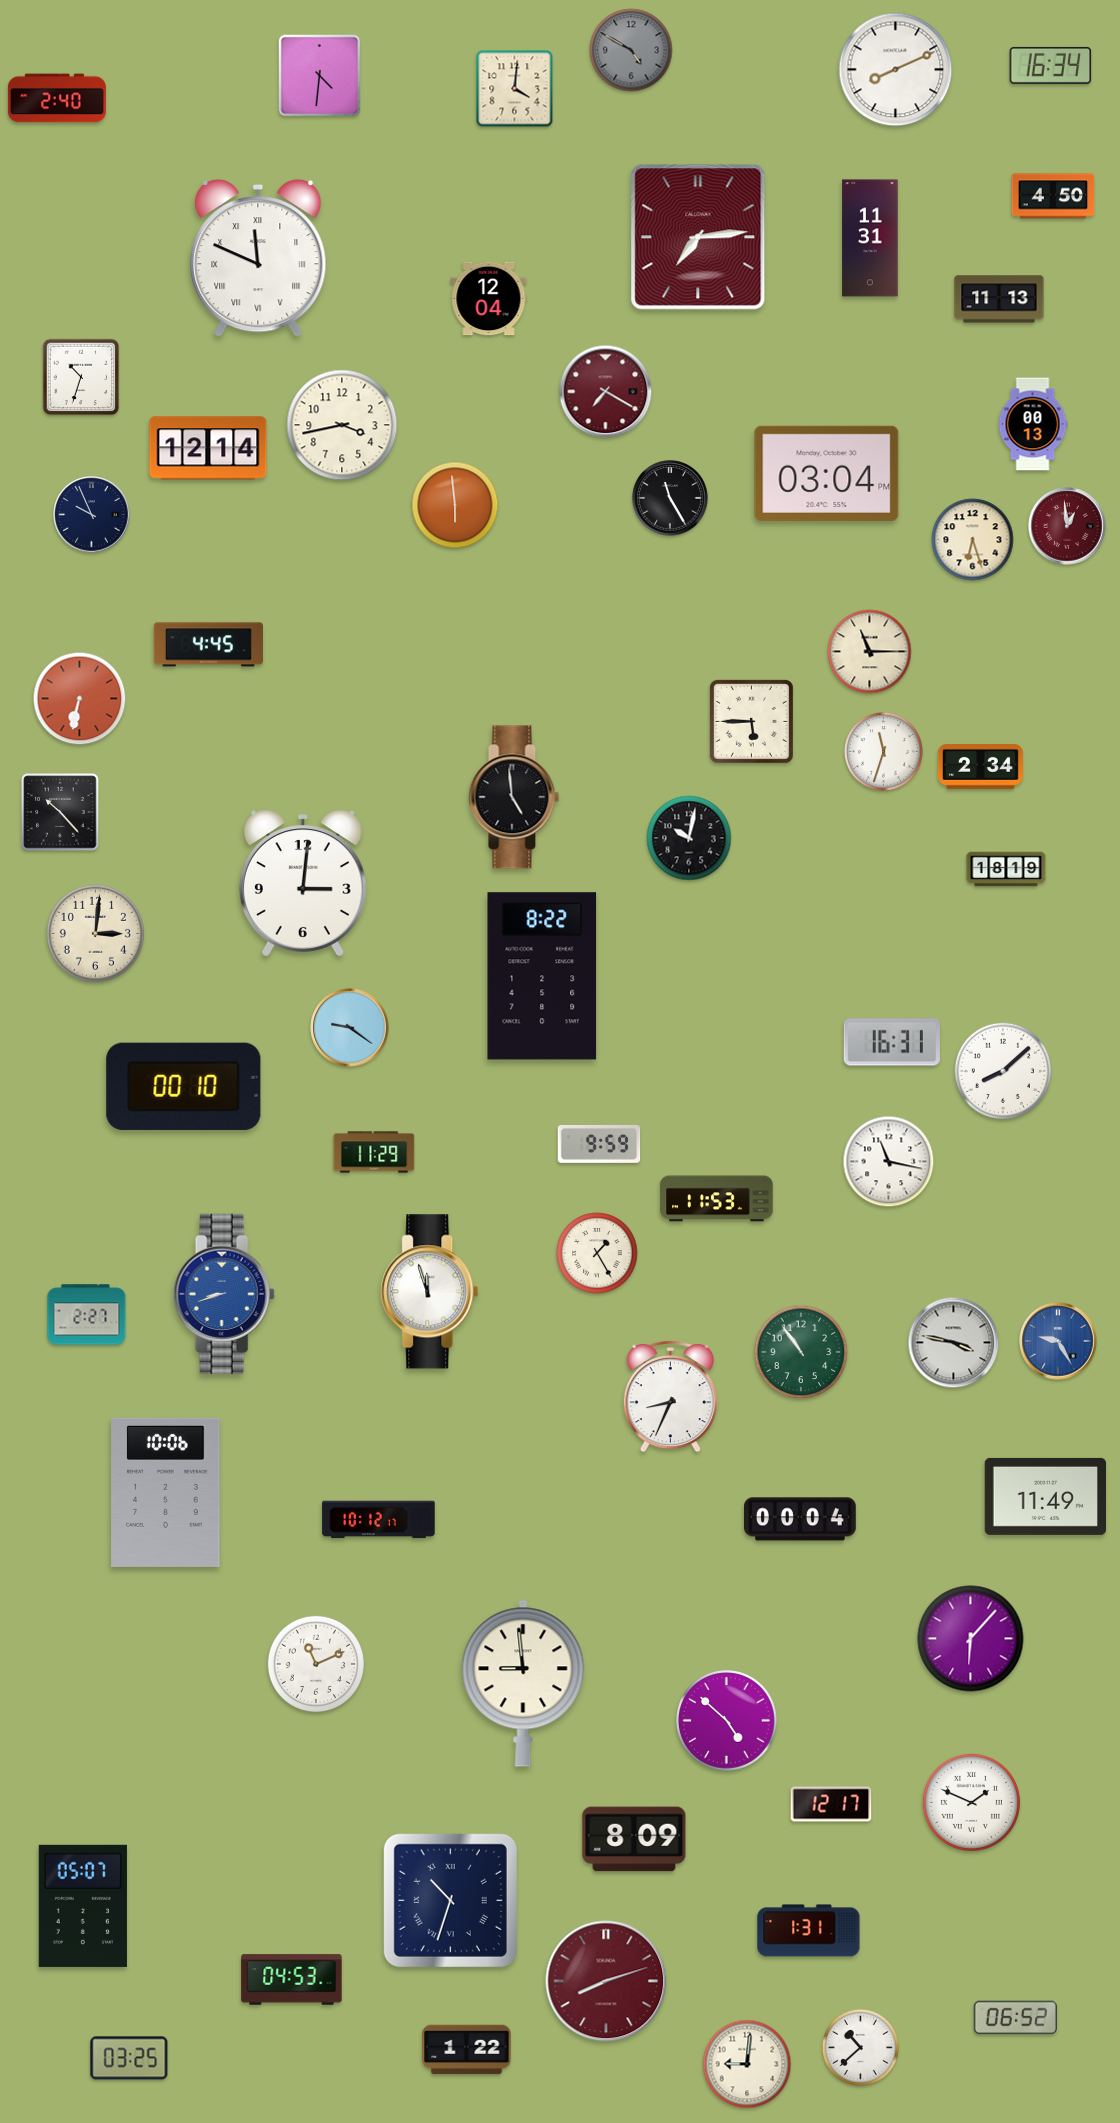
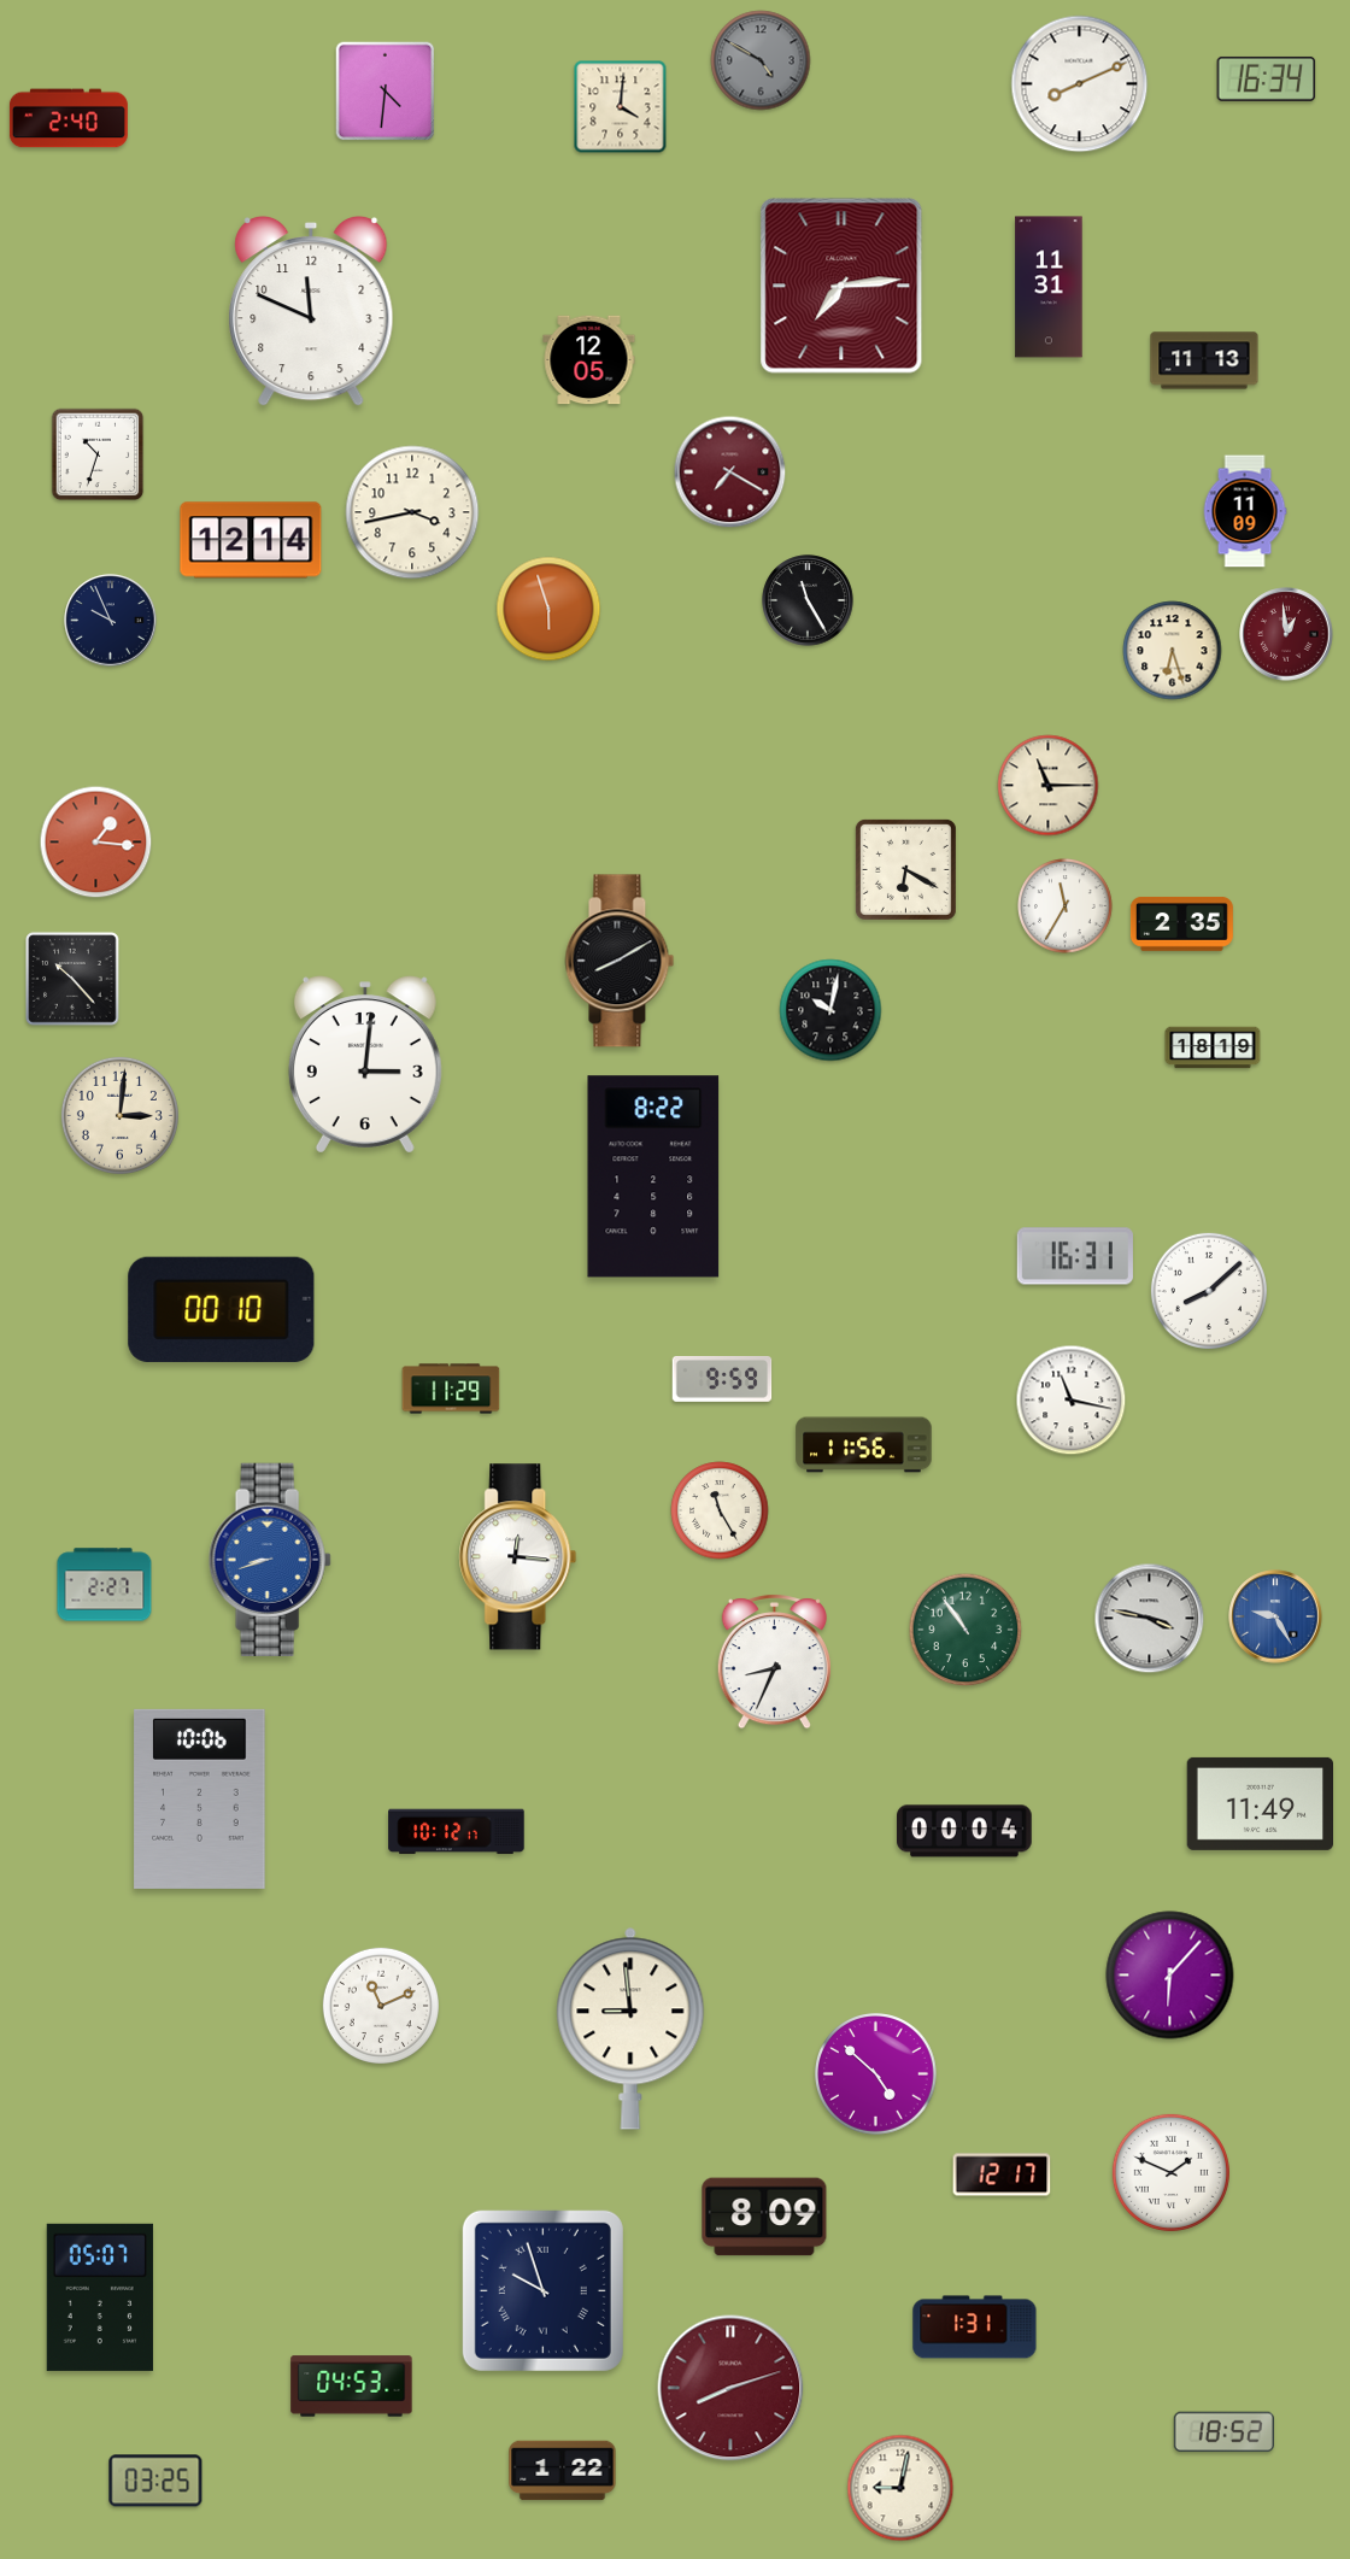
clock at (1053, 196): 4:50 -> none
clock at (258, 258) numerals: Roman -> Arabic
clock at (489, 299): 12:04 -> 12:05
clock at (1033, 424): 00:13 -> 11:09
clock at (827, 473): 03:04 -> none
clock at (455, 505): 5:59 -> 5:57
clock at (208, 645): 4:45 -> none
clock at (80, 699): 6:32 -> 1:16
clock at (751, 721): 5:45 -> 6:20
clock at (884, 752): 11:33 -> 11:35
clock at (980, 766): 2:34 -> 2:35
clock at (514, 797): 4:59 -> 8:10
clock at (95, 933) position: (95, 933) -> (119, 1115)
clock at (350, 1028): 9:21 -> none
clock at (717, 1199): 11:53 -> 11:56
clock at (597, 1253): 1:25 -> 11:25
clock at (430, 1292): 11:57 -> 12:16
clock at (670, 1397) position: (670, 1397) -> (774, 1662)
clock at (450, 1900): 10:33 -> 9:57
clock at (1015, 2018): 06:52 -> 18:52
clock at (860, 2047): 10:38 -> none
clock at (747, 2064): 9:01 -> 9:02
